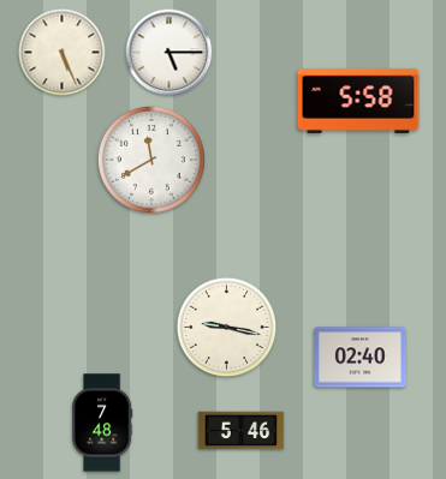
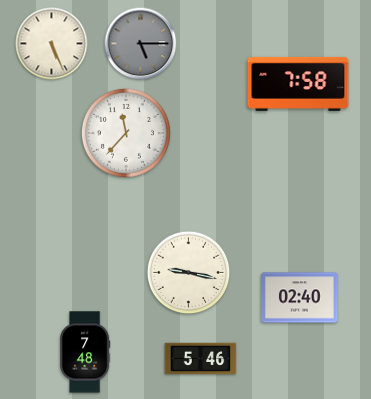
clock at (170, 53) dial: white -> grey
clock at (358, 101): 5:58 -> 7:58
clock at (151, 160): 11:40 -> 11:37
